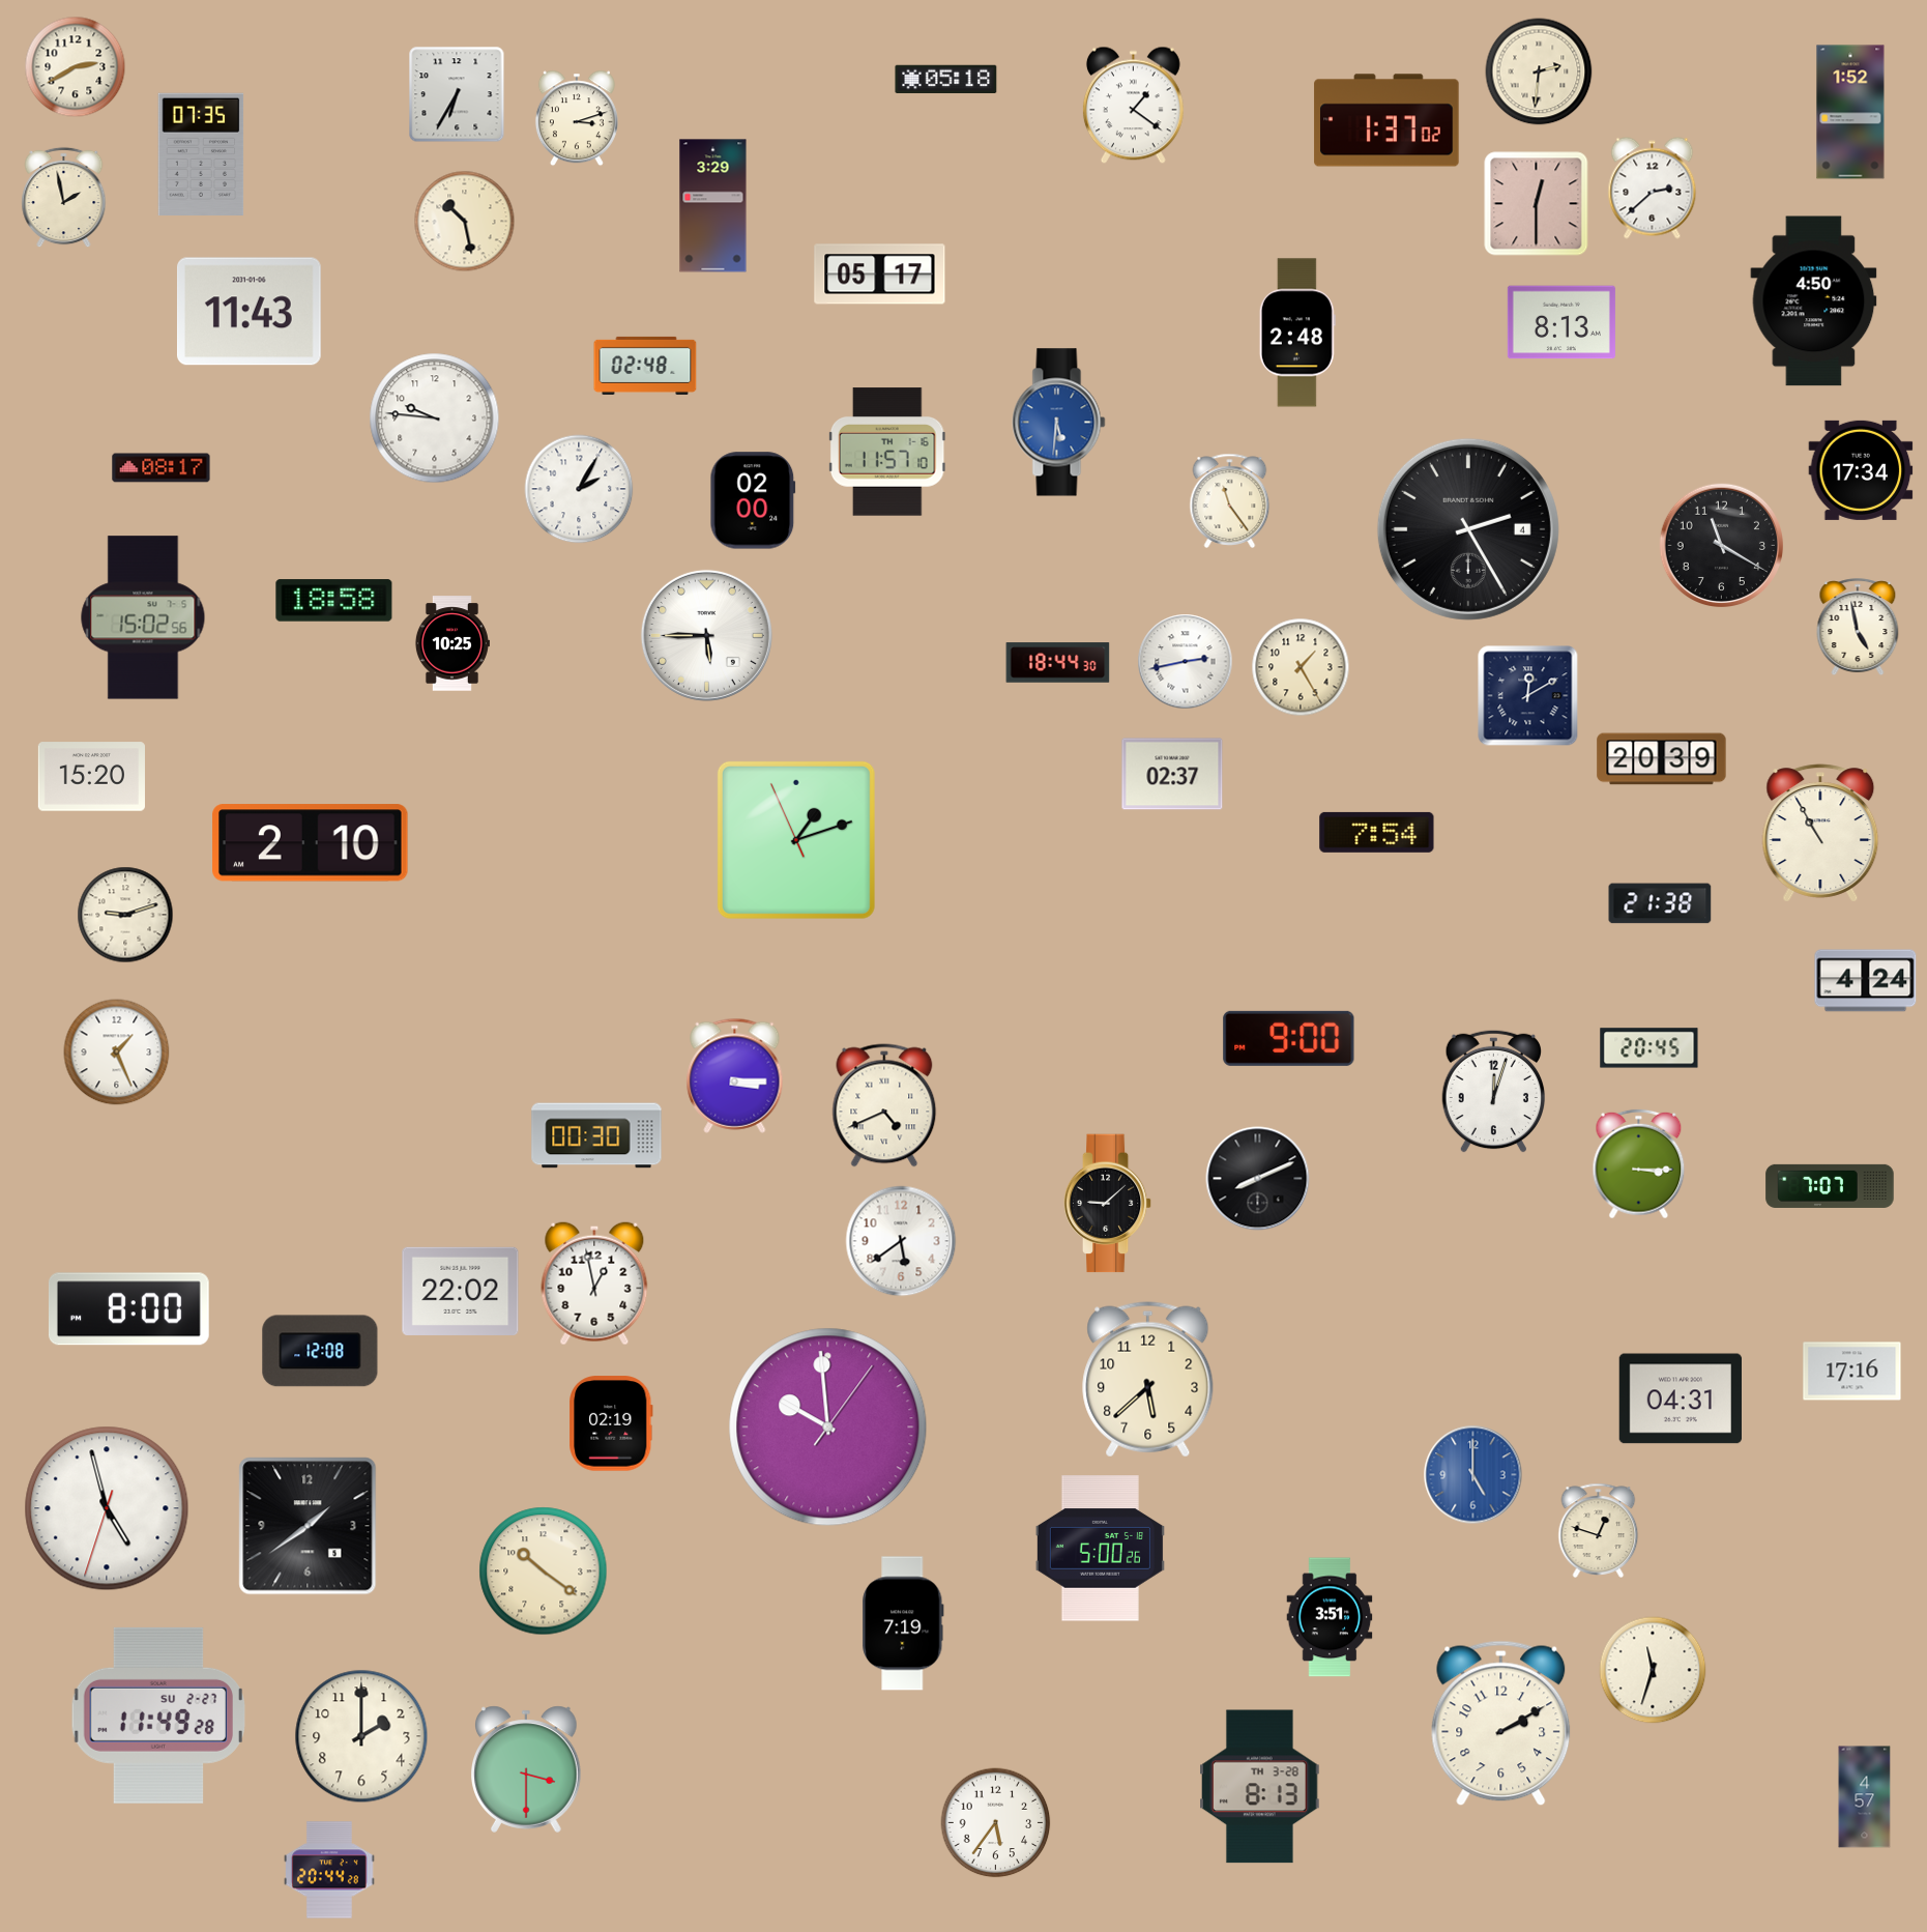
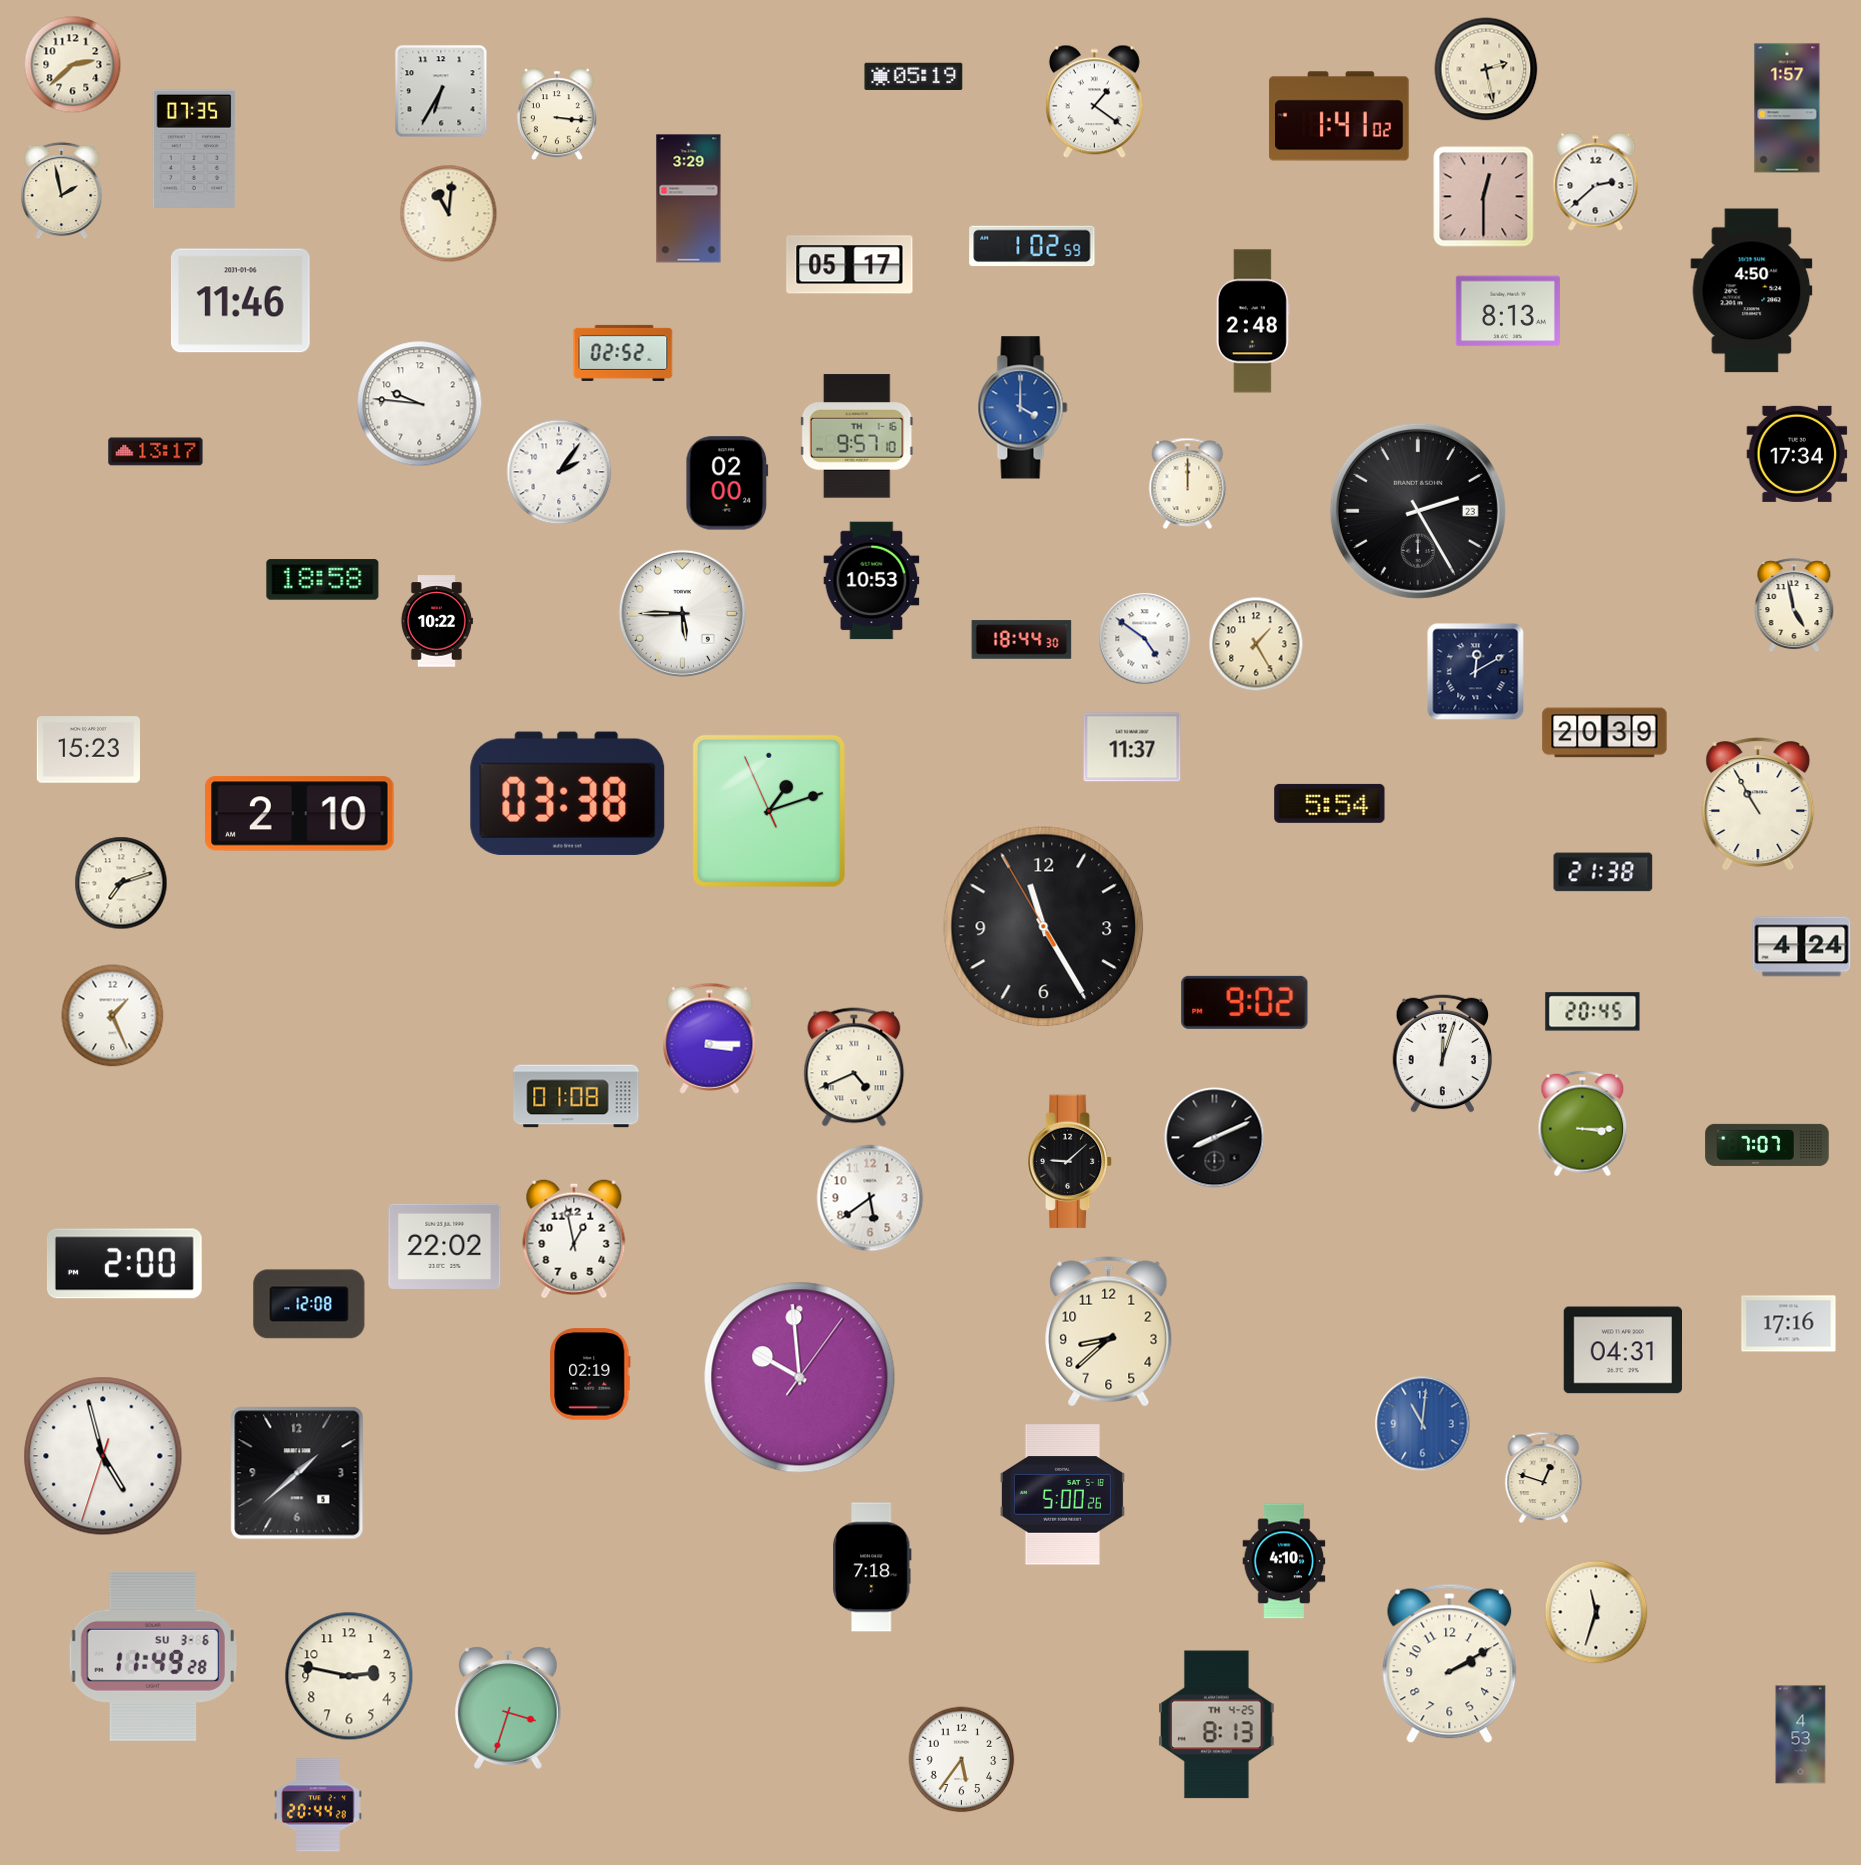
clock at (76, 67): 2:40 -> 2:38
clock at (1539, 71): 2:31 -> 2:28
clock at (946, 80): 05:18 -> 05:19
clock at (1850, 112): 1:52 -> 1:57
clock at (577, 118): 3:12 -> 3:16
clock at (1386, 120): 1:37 -> 1:41
clock at (465, 222): 10:28 -> 11:01
clock at (1032, 246): none -> 1:02
clock at (249, 312): 11:43 -> 11:46
clock at (645, 366): 02:48 -> 02:52
clock at (1059, 423): 5:31 -> 4:00
clock at (887, 452): 11:57 -> 9:57
clock at (162, 468): 08:17 -> 13:17
clock at (579, 489): 2:05 -> 2:06
clock at (1230, 500): 11:24 -> 12:00
clock at (1468, 529) date: 4 -> 23
clock at (1721, 545): 11:20 -> none
clock at (872, 581): none -> 10:53
clock at (143, 617): 15:02 -> none
clock at (451, 643): 10:25 -> 10:22
clock at (1186, 662): 2:43 -> 4:51
clock at (1172, 774): 02:37 -> 11:37
clock at (91, 777): 15:20 -> 15:23
clock at (568, 793): none -> 03:38
clock at (1377, 832): 7:54 -> 5:54
clock at (125, 915): 9:12 -> 7:12
clock at (1044, 927): none -> 11:24
clock at (1289, 1038): 9:00 -> 9:02
clock at (596, 1135): 00:30 -> 01:08
clock at (128, 1309): 8:00 -> 2:00
clock at (1148, 1380): 5:38 -> 8:38
clock at (1473, 1475): 5:00 -> 11:01
clock at (308, 1526): 1:39 -> 1:38
clock at (544, 1571): 10:21 -> none
clock at (1330, 1617): 3:51 -> 4:10
clock at (903, 1623): 7:19 -> 7:18
clock at (158, 1715) date: SU 2-27 -> SU 3-6
clock at (361, 1736): 2:00 -> 2:47
clock at (527, 1769): 3:30 -> 3:33
clock at (1260, 1787) date: TH 3-28 -> TH 4-25
clock at (1865, 1797): 4:57 -> 4:53
